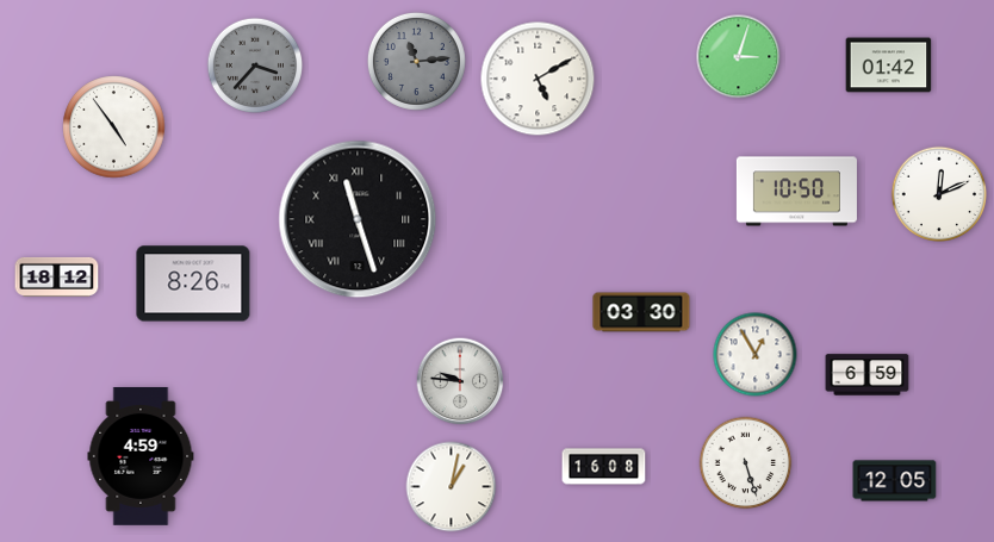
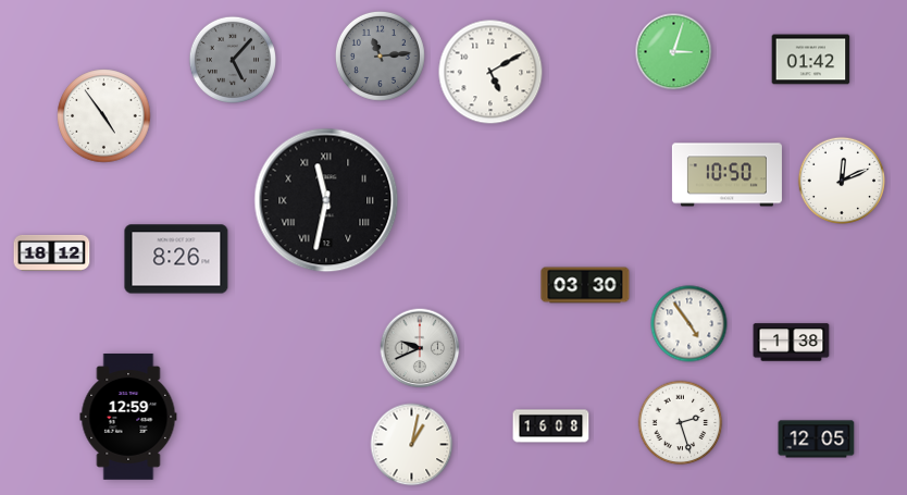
clock at (255, 66): 3:37 -> 5:07
clock at (939, 194) position: (939, 194) -> (842, 181)
clock at (358, 219): 11:27 -> 11:32
clock at (756, 355): 12:55 -> 4:54
clock at (868, 375): 6:59 -> 1:38
clock at (460, 381): 9:46 -> 9:41
clock at (141, 456): 4:59 -> 12:59
clock at (746, 463): 5:27 -> 2:27
